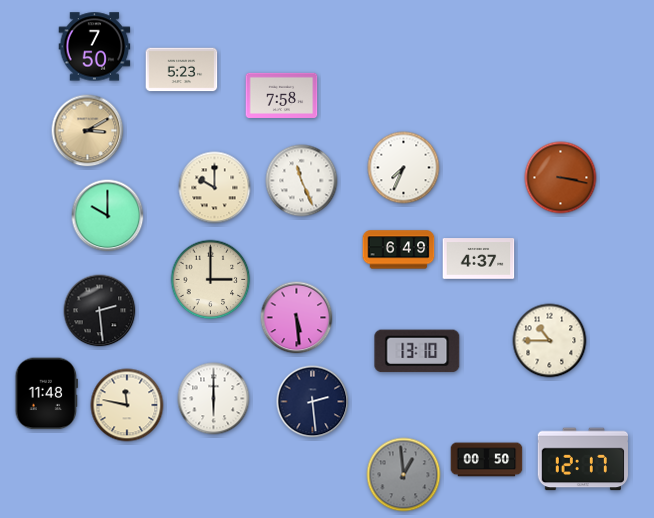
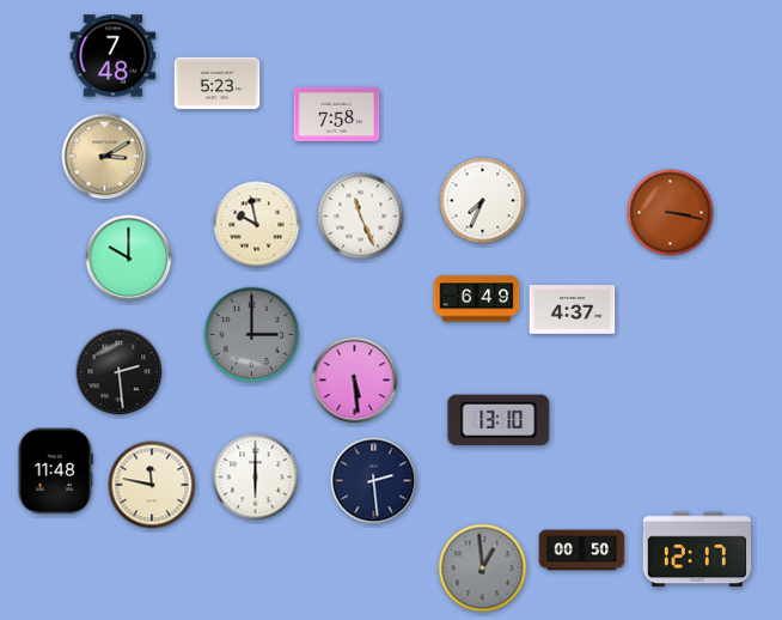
clock at (95, 47): 7:50 -> 7:48
clock at (215, 188): 10:00 -> 9:58
clock at (211, 280) dial: cream -> grey
clock at (550, 341): 10:45 -> none
